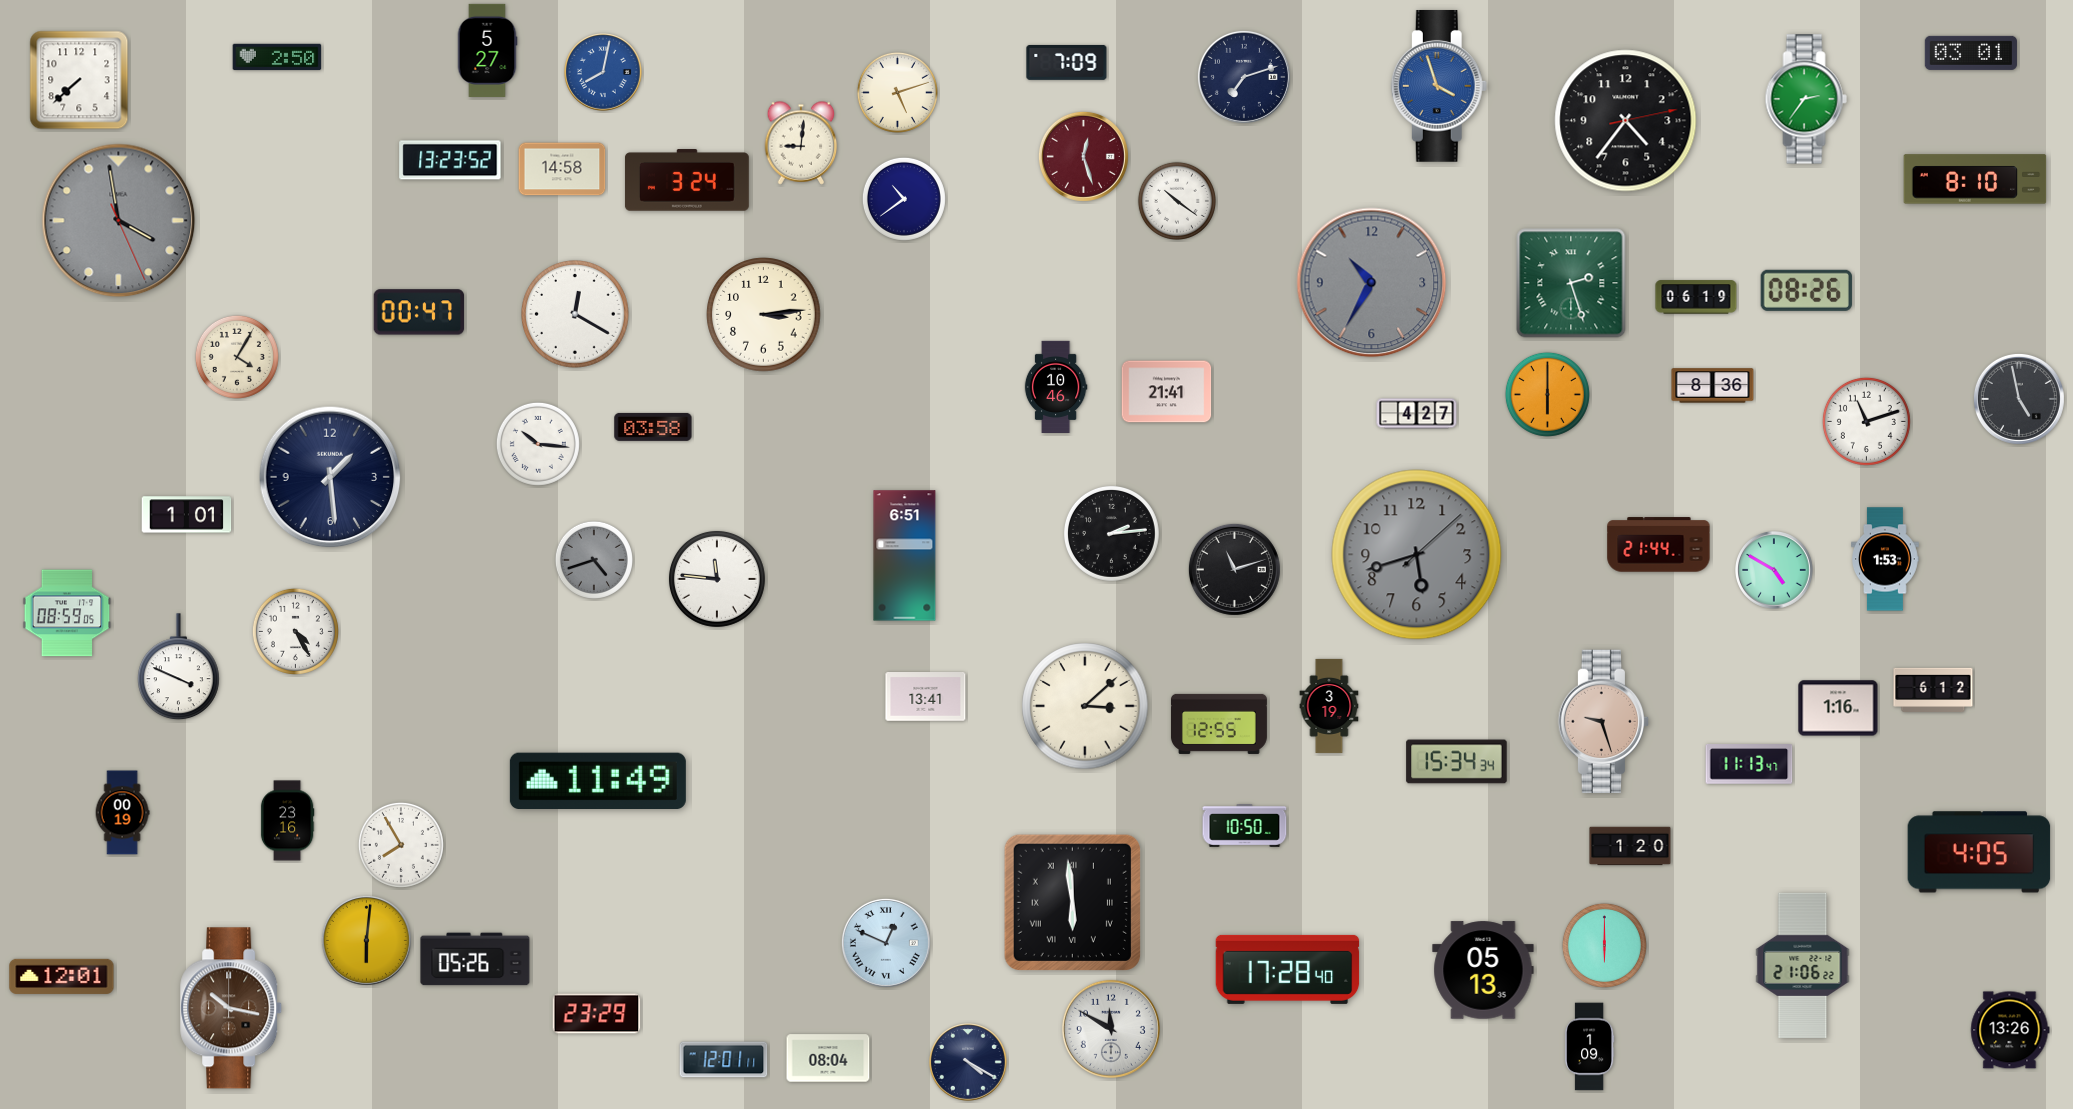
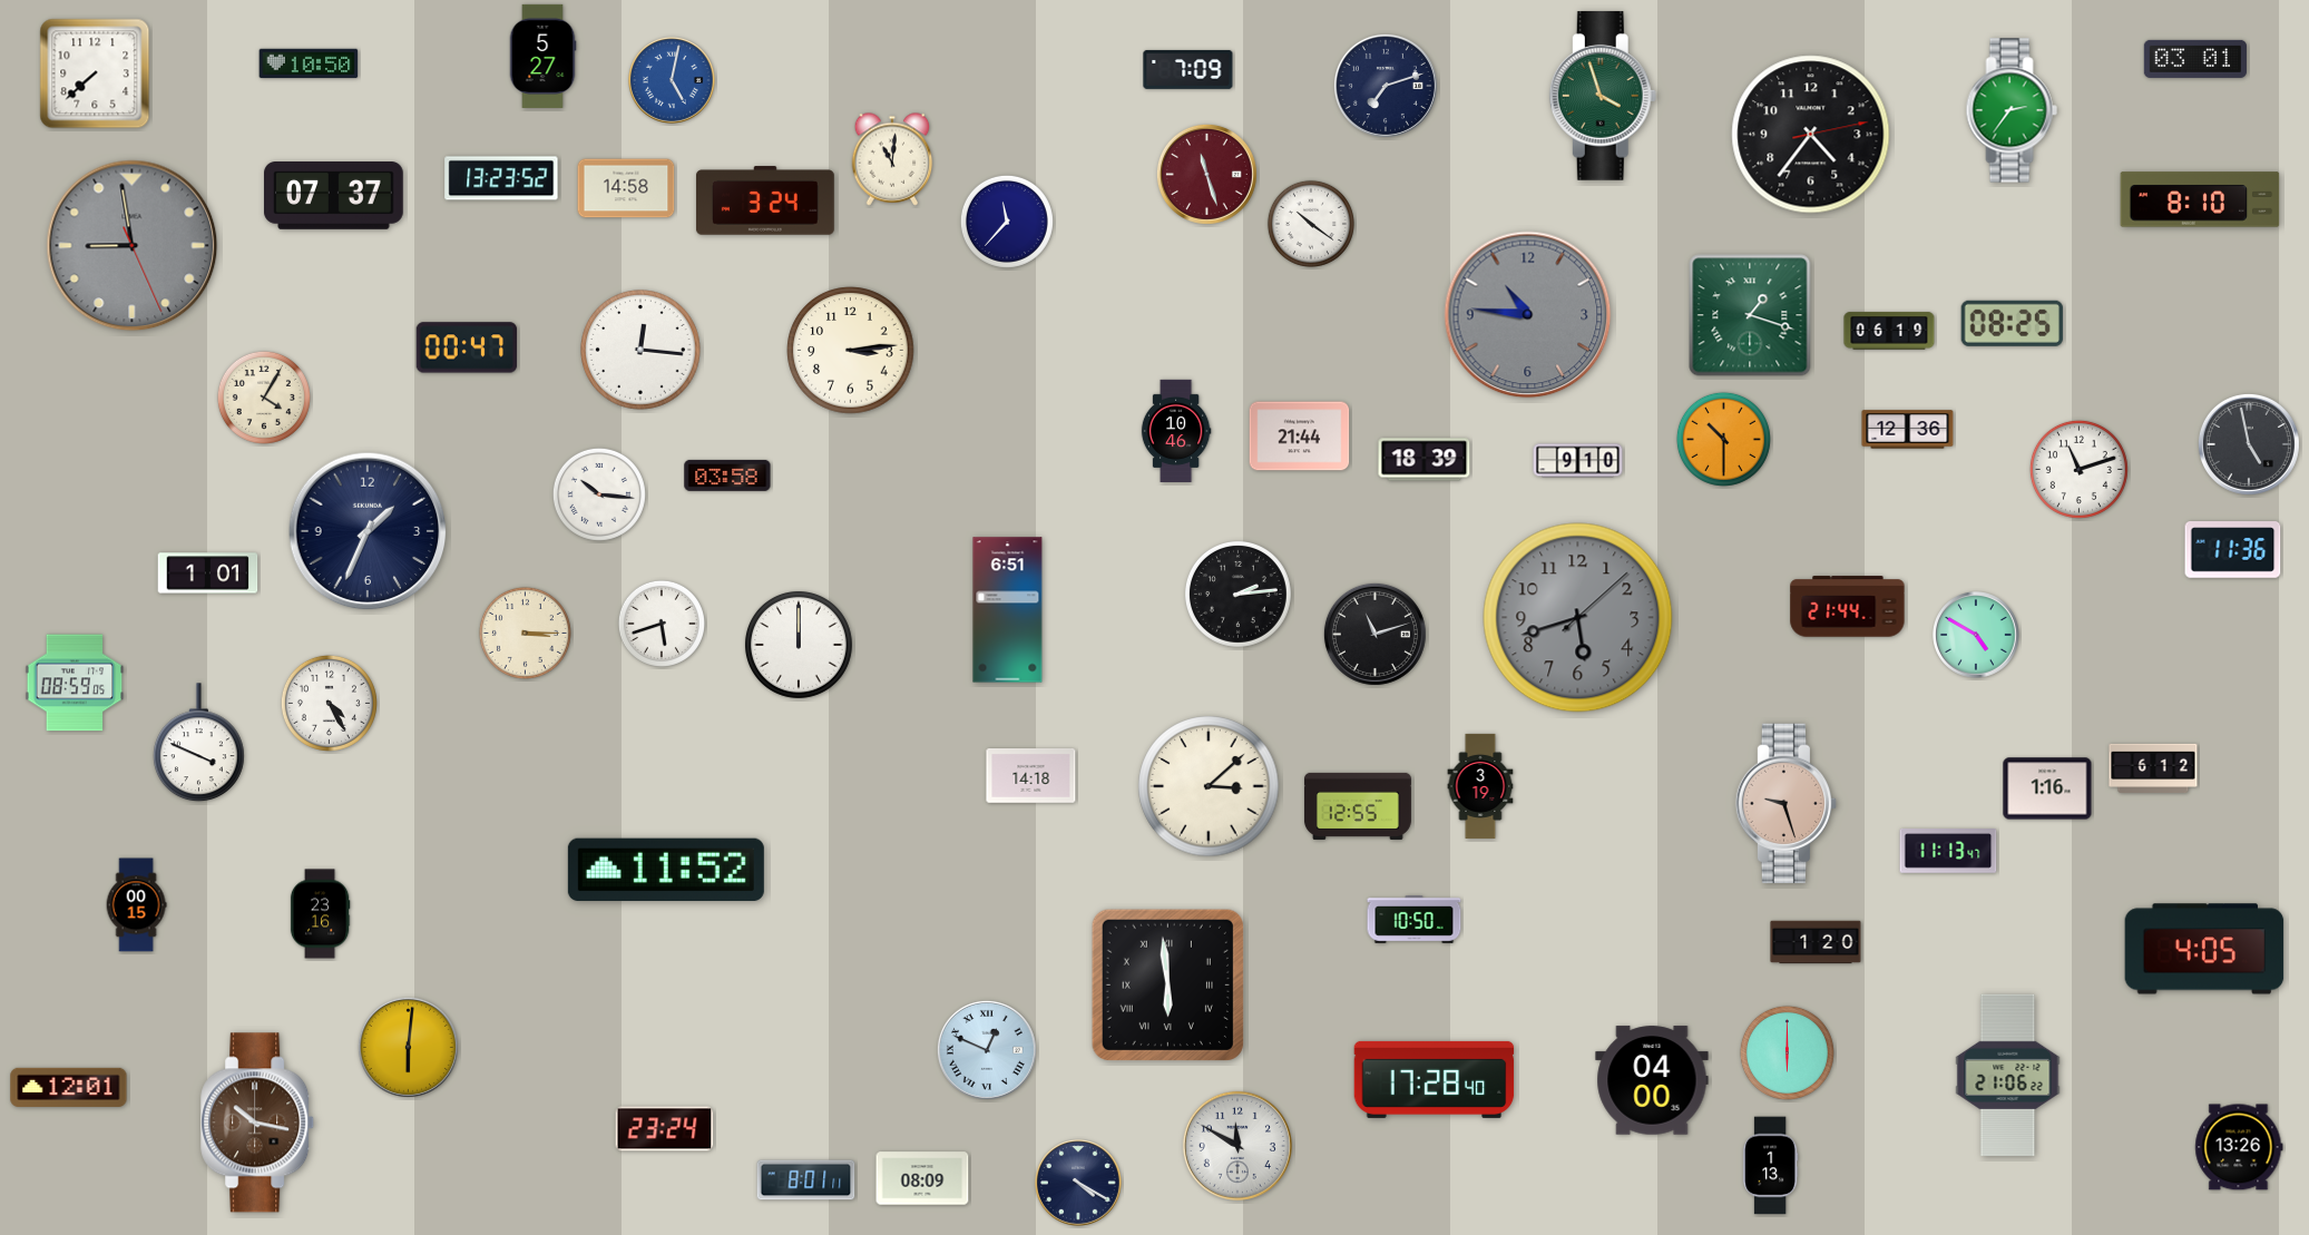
clock at (277, 57): 2:50 -> 10:50
clock at (604, 73): 8:02 -> 5:02
clock at (79, 80) position: (79, 80) -> (95, 73)
clock at (1439, 86) dial: blue -> green
clock at (897, 92): 5:12 -> none
clock at (801, 143): 9:01 -> 11:01
clock at (1083, 156): 12:27 -> 11:27
clock at (334, 196): none -> 07:37
clock at (904, 199): 10:39 -> 11:37
clock at (119, 221): 3:58 -> 8:58
clock at (1372, 283): 10:35 -> 10:46
clock at (1571, 283): 2:27 -> 1:18
clock at (1806, 290): 08:26 -> 08:25
clock at (575, 314): 12:20 -> 12:16
clock at (1713, 386): 8:36 -> 12:36
clock at (1167, 392): 21:41 -> 21:44
clock at (1547, 394): 6:00 -> 10:30
clock at (1425, 460): none -> 18:39
clock at (1417, 414): 4:27 -> 9:10
clock at (330, 477): 1:29 -> 1:34
clock at (2233, 550): none -> 11:36
clock at (905, 556) position: (905, 556) -> (1008, 610)
clock at (1886, 559): 1:53 -> none
clock at (594, 560): 4:42 -> 5:42
clock at (594, 560) dial: grey -> white
clock at (525, 633): none -> 3:15
clock at (717, 579): 11:46 -> 12:00
clock at (926, 697): 13:41 -> 14:18
clock at (1457, 762): 15:34 -> none
clock at (598, 781): 11:49 -> 11:52
clock at (122, 813): 00:19 -> 00:15
clock at (1245, 826) position: (1245, 826) -> (1415, 920)
clock at (401, 845): 7:55 -> none
clock at (1072, 902) position: (1072, 902) -> (1167, 984)
clock at (475, 959): 05:26 -> none
clock at (1483, 970): 05:13 -> 04:00
clock at (597, 1014): 23:29 -> 23:24
clock at (1589, 1047): 1:09 -> 1:13
clock at (828, 1058): 08:04 -> 08:09
clock at (724, 1060): 12:01 -> 8:01
